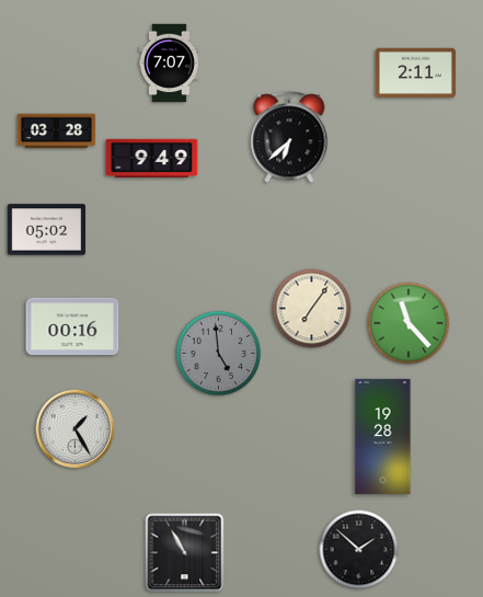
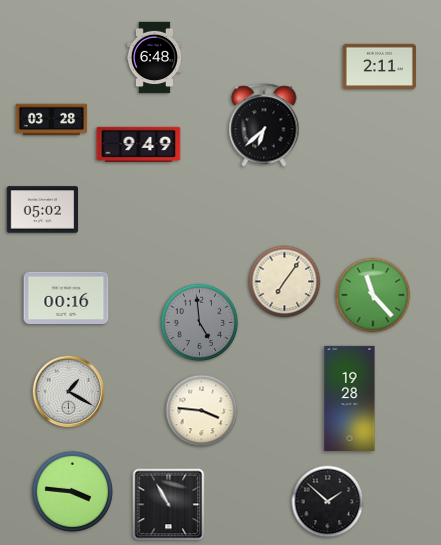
clock at (169, 64): 7:07 -> 6:48
clock at (76, 429): 1:25 -> 1:20
clock at (202, 411): none -> 3:46
clock at (72, 491): none -> 3:46
